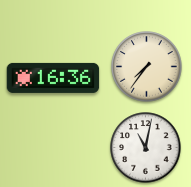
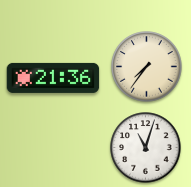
clock at (53, 78): 16:36 -> 21:36
clock at (146, 148): 11:02 -> 11:03
